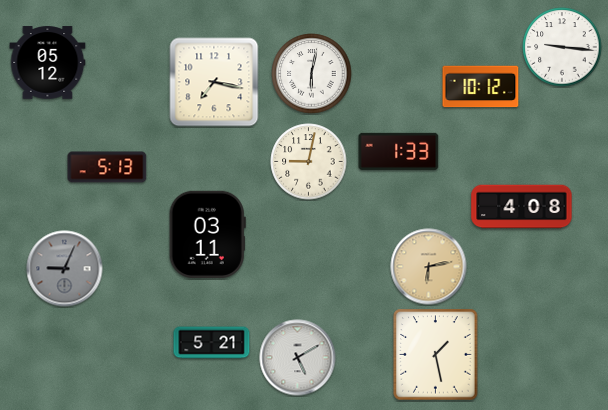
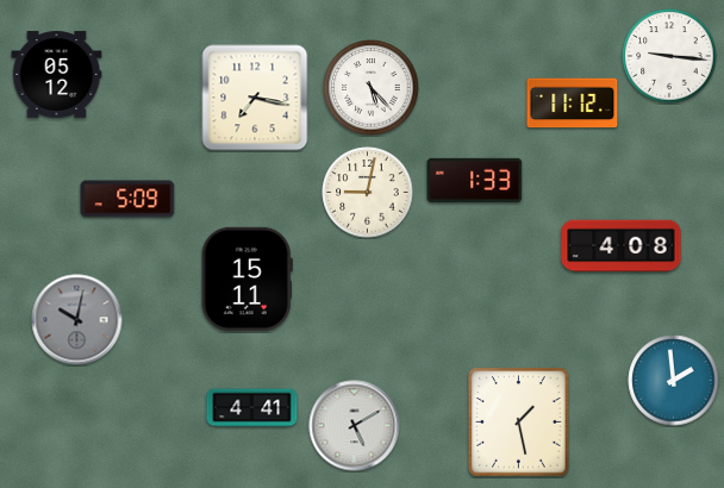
clock at (312, 74): 6:02 -> 5:23
clock at (481, 87): 10:12 -> 11:12
clock at (107, 167): 5:13 -> 5:09
clock at (207, 234): 03:11 -> 15:11
clock at (429, 267): 6:13 -> none
clock at (65, 269): 9:04 -> 10:02
clock at (674, 381): none -> 1:59
clock at (212, 343): 5:21 -> 4:41
